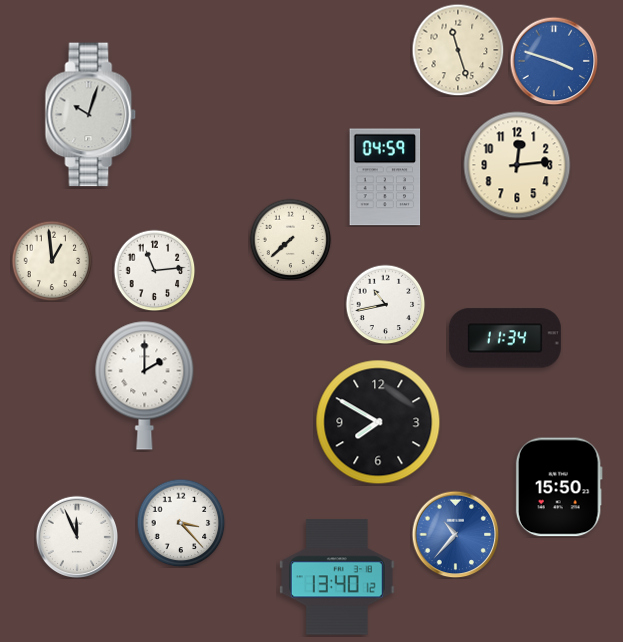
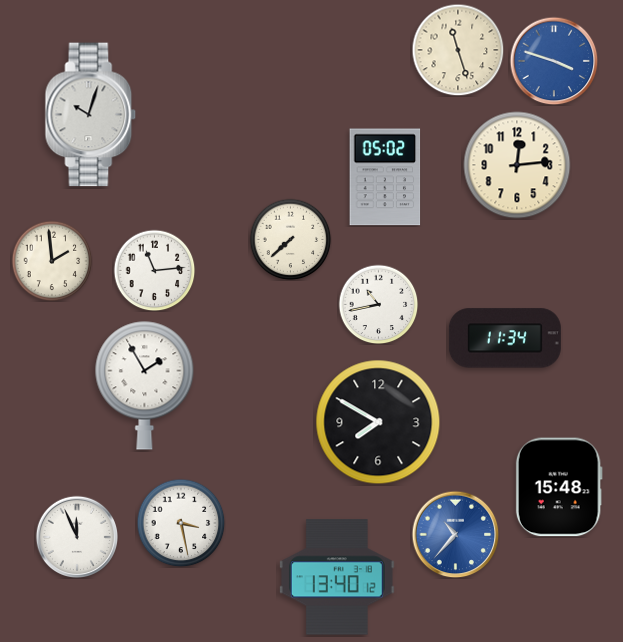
clock at (385, 177): 04:59 -> 05:02
clock at (52, 261): 12:59 -> 1:59
clock at (385, 304) position: (385, 304) -> (378, 304)
clock at (145, 385): 2:00 -> 1:55
clock at (559, 487): 15:50 -> 15:48
clock at (181, 523): 3:23 -> 3:28
